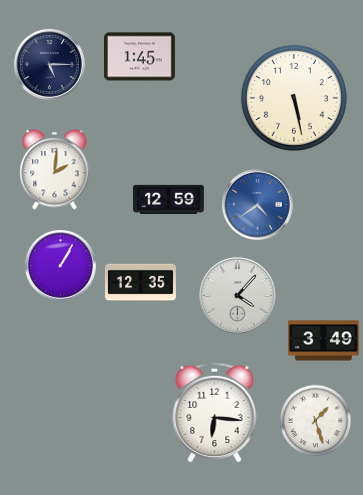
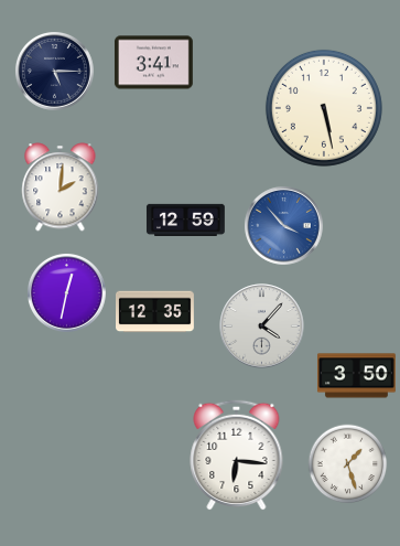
clock at (140, 57): 1:45 -> 3:41
clock at (258, 205): 4:39 -> 3:53
clock at (61, 266): 1:05 -> 12:32
clock at (323, 341): 3:49 -> 3:50
